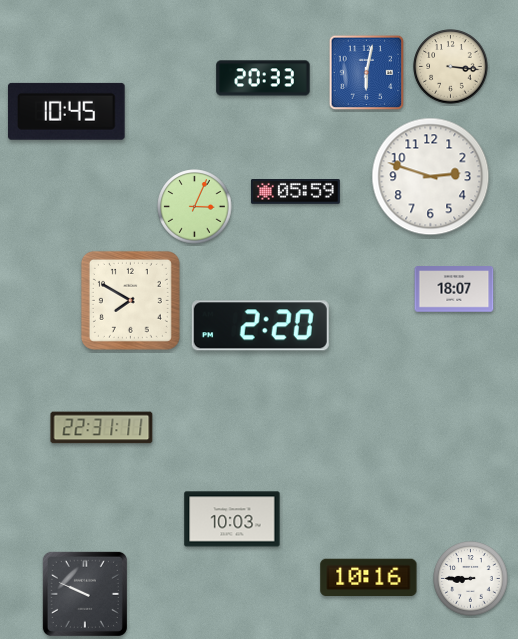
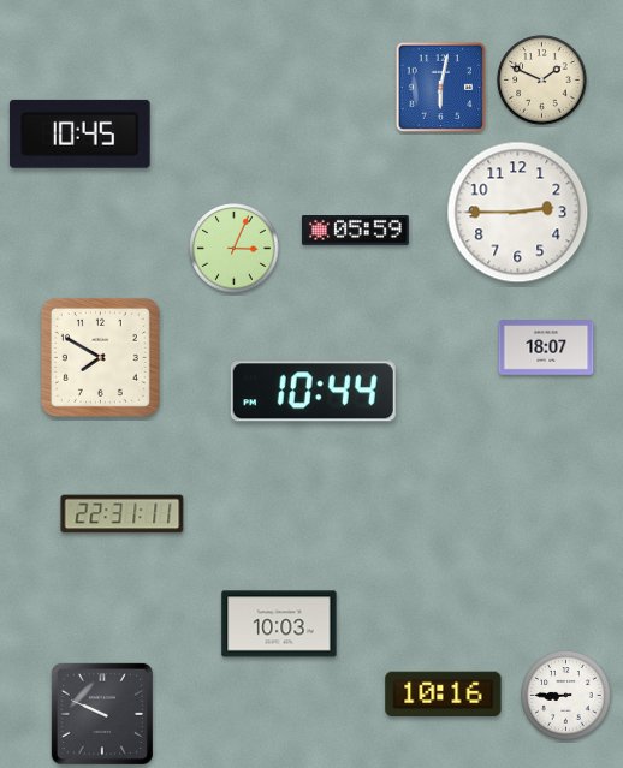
clock at (451, 67): 3:16 -> 1:49
clock at (263, 78): 20:33 -> none
clock at (431, 177): 2:48 -> 2:45
clock at (130, 300) position: (130, 300) -> (100, 357)
clock at (260, 326): 2:20 -> 10:44
